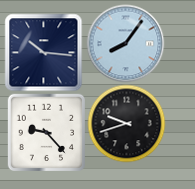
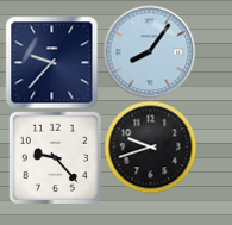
clock at (43, 52): 10:16 -> 9:37
